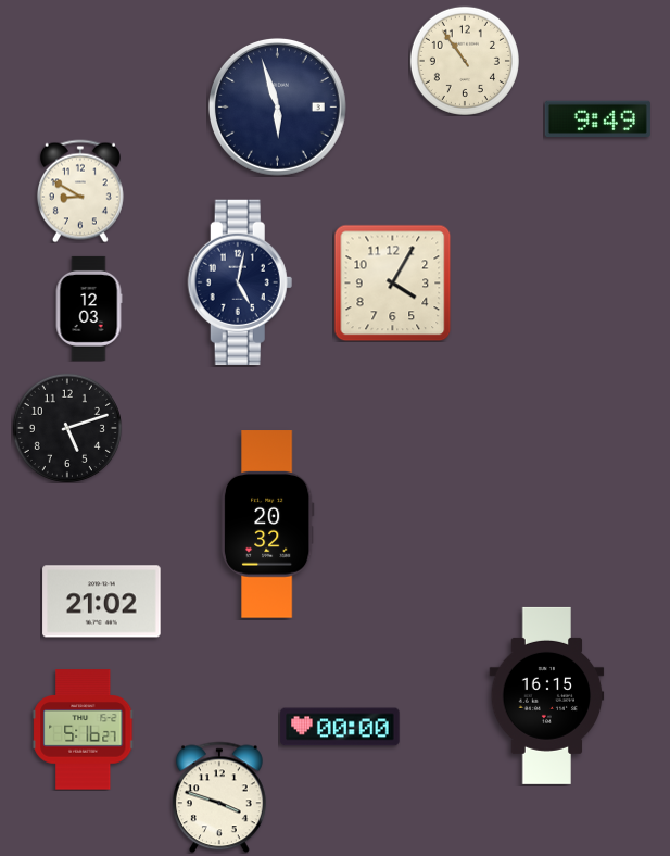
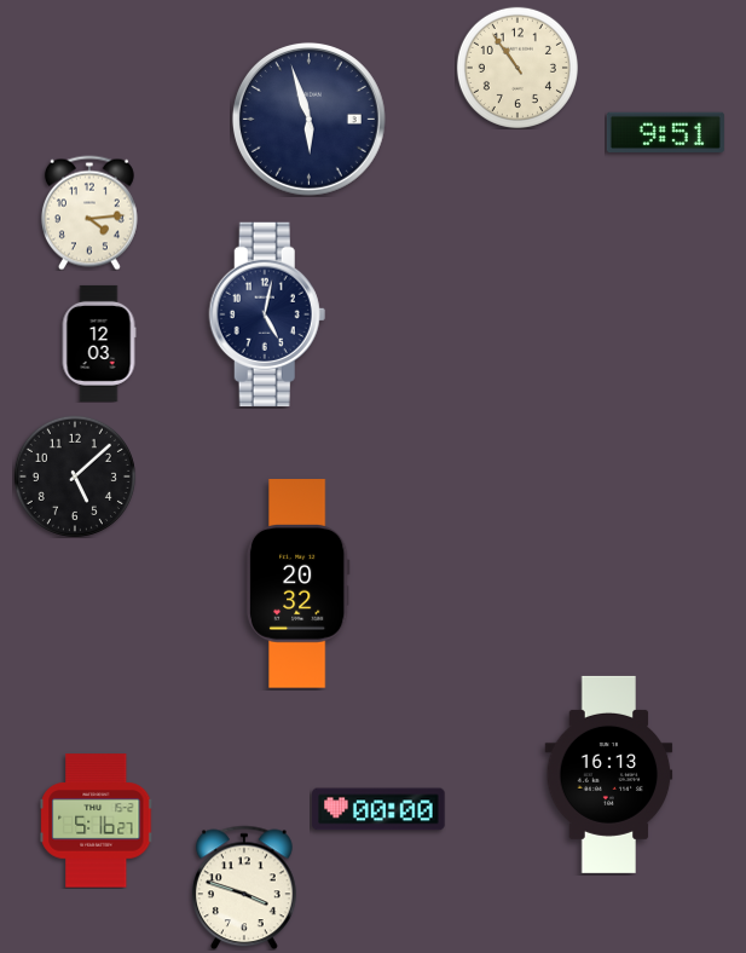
clock at (597, 119): 9:49 -> 9:51
clock at (80, 191): 8:50 -> 4:14
clock at (392, 282): 4:05 -> none
clock at (67, 428): 5:12 -> 5:08
clock at (102, 602): 21:02 -> none
clock at (547, 695): 16:15 -> 16:13
clock at (84, 730) position: (84, 730) -> (97, 821)
